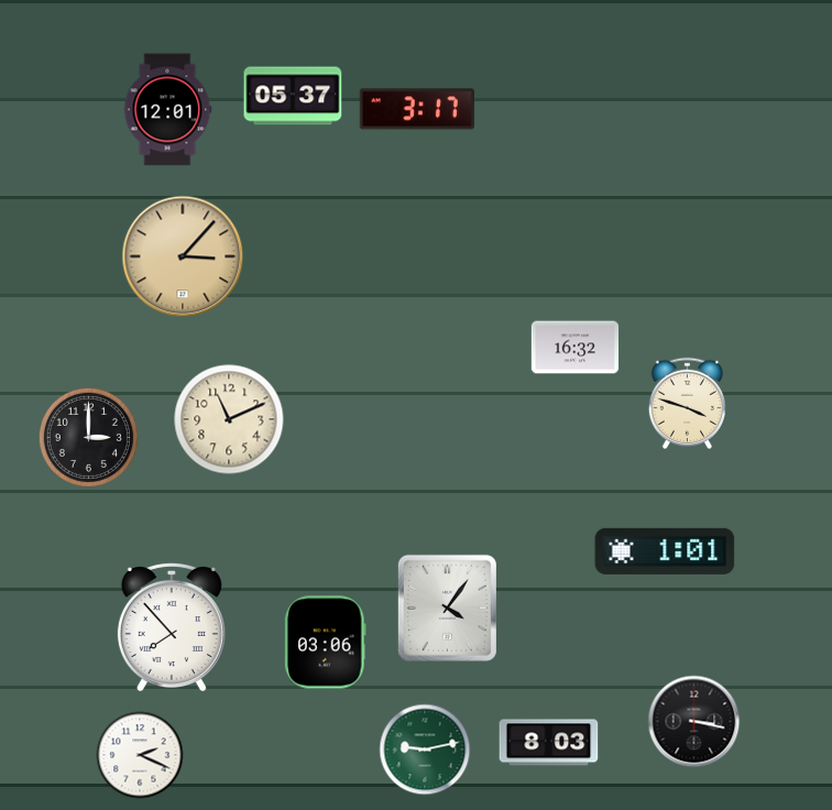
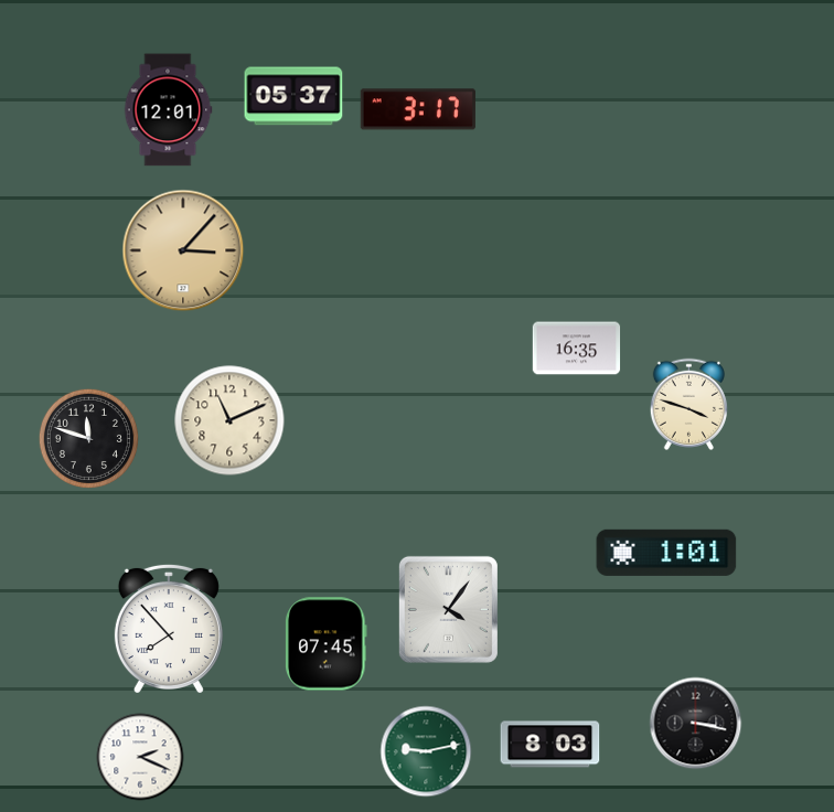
clock at (183, 256) position: (183, 256) -> (183, 250)
clock at (576, 348): 16:32 -> 16:35
clock at (88, 437): 3:00 -> 11:48
clock at (172, 626) position: (172, 626) -> (169, 628)
clock at (326, 643): 03:06 -> 07:45
